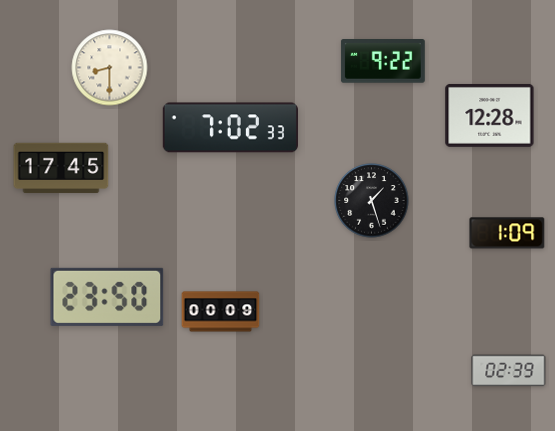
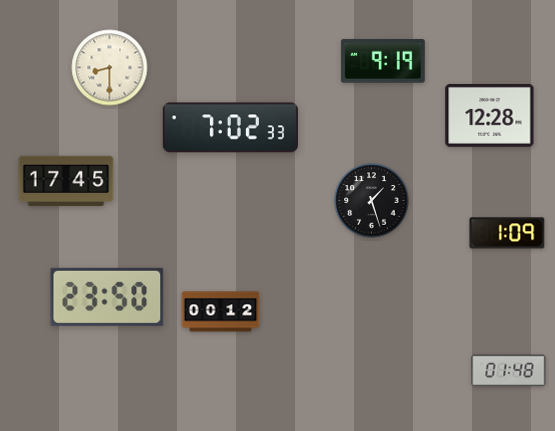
clock at (383, 62): 9:22 -> 9:19
clock at (61, 168) position: (61, 168) -> (66, 181)
clock at (221, 312): 00:09 -> 00:12
clock at (509, 371): 02:39 -> 01:48
